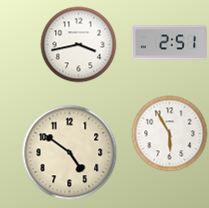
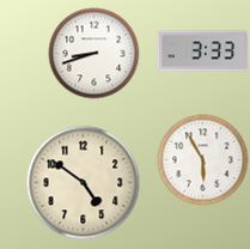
clock at (170, 43): 2:51 -> 3:33
clock at (79, 45): 3:43 -> 8:42
